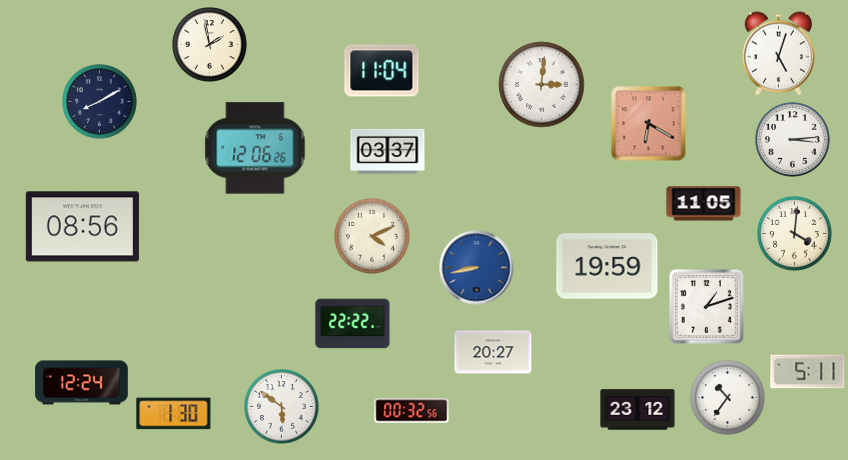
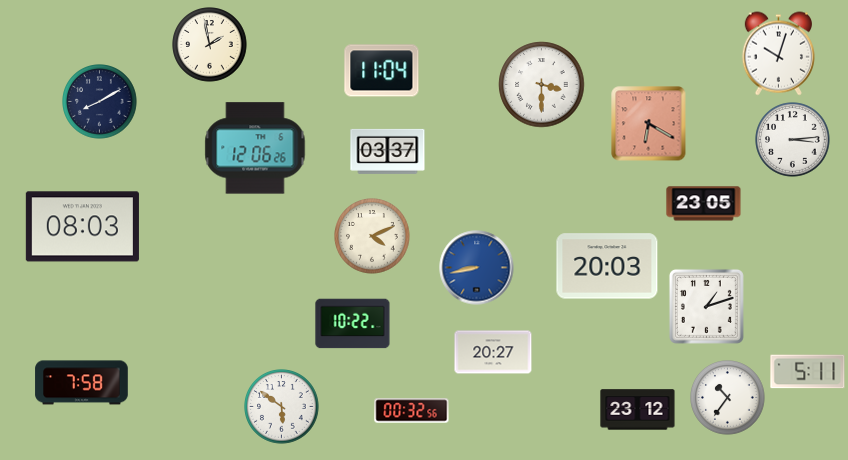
clock at (778, 54): 5:03 -> 10:03
clock at (542, 85): 3:01 -> 3:30
clock at (704, 204): 11:05 -> 23:05
clock at (82, 227): 08:56 -> 08:03
clock at (795, 234): 4:01 -> none
clock at (607, 266): 19:59 -> 20:03
clock at (353, 324): 22:22 -> 10:22
clock at (82, 383): 12:24 -> 7:58
clock at (174, 414): 1:30 -> none
